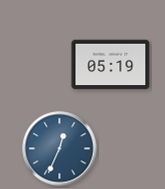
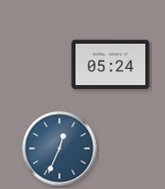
clock at (111, 65): 05:19 -> 05:24
